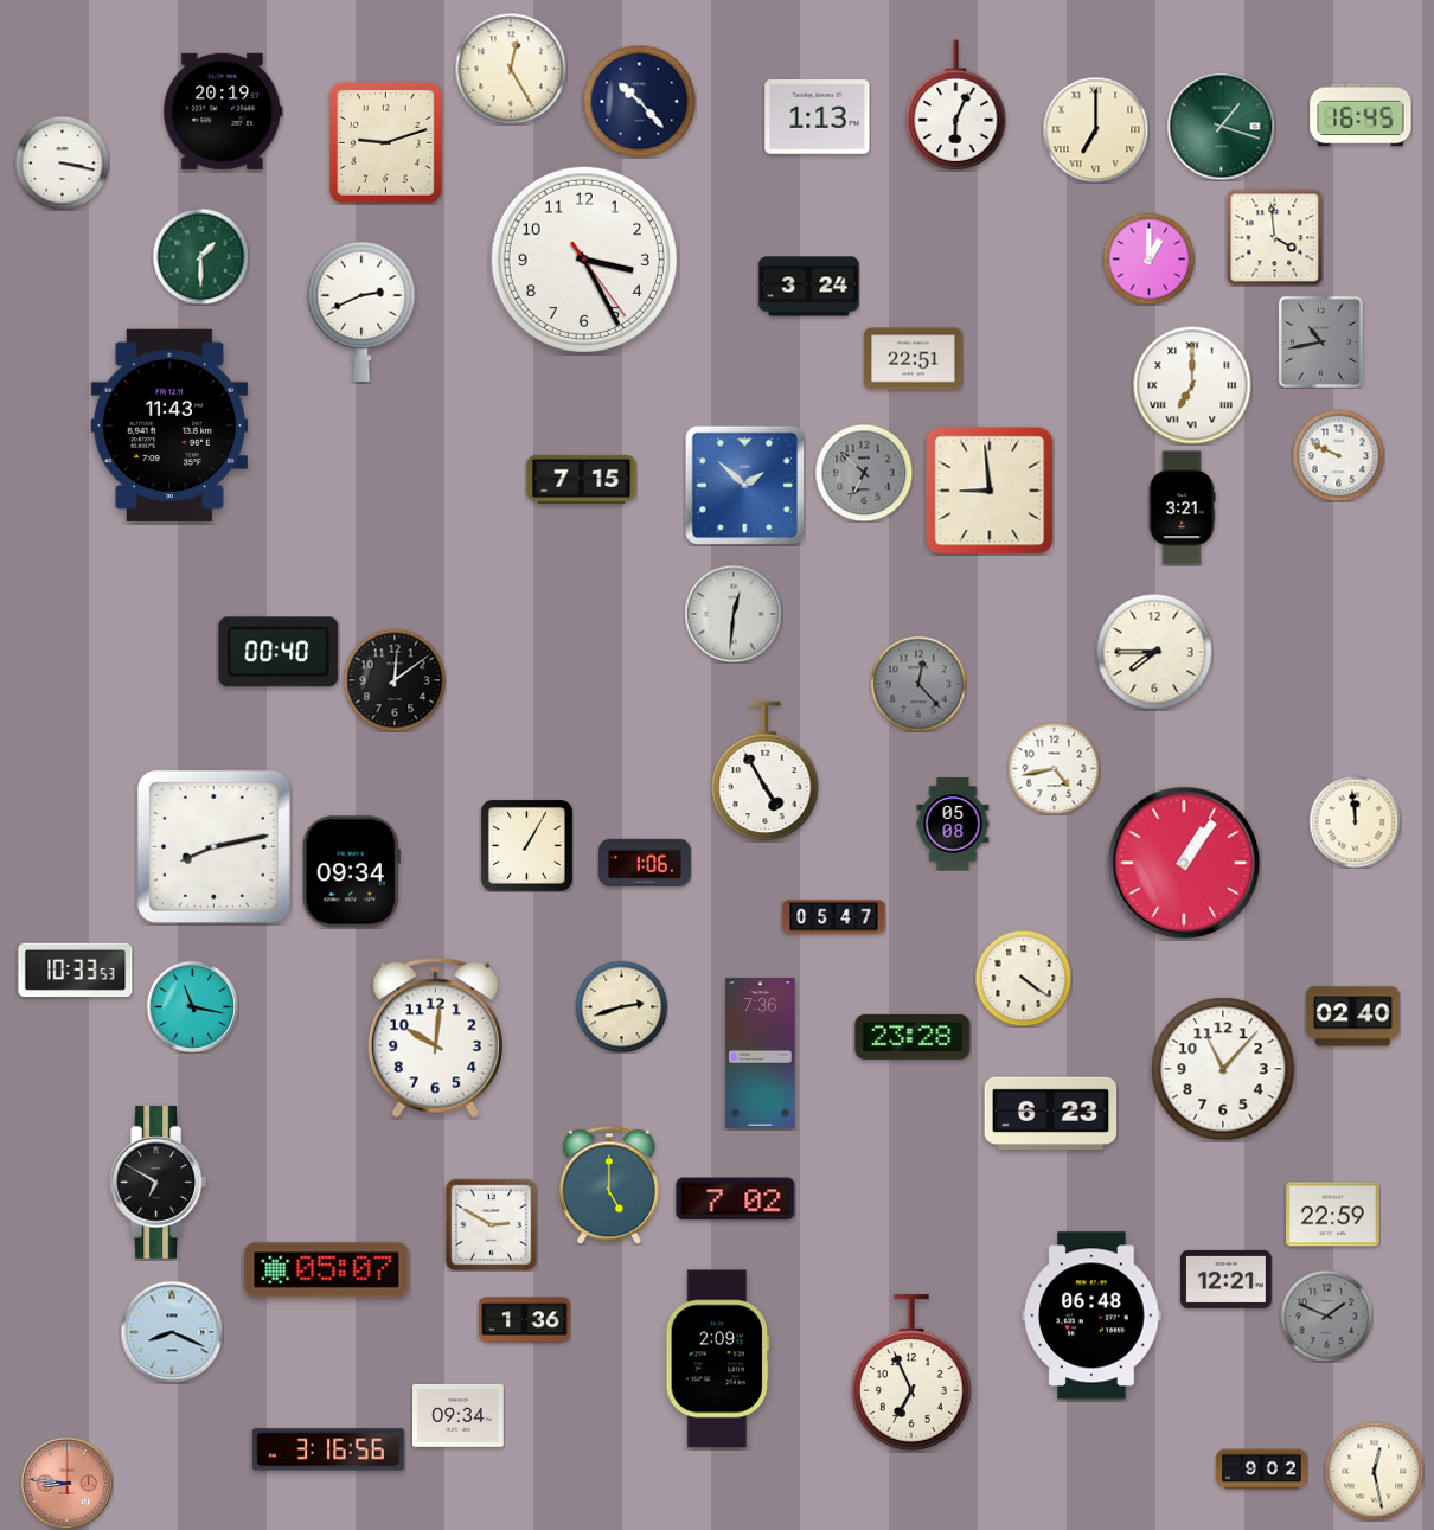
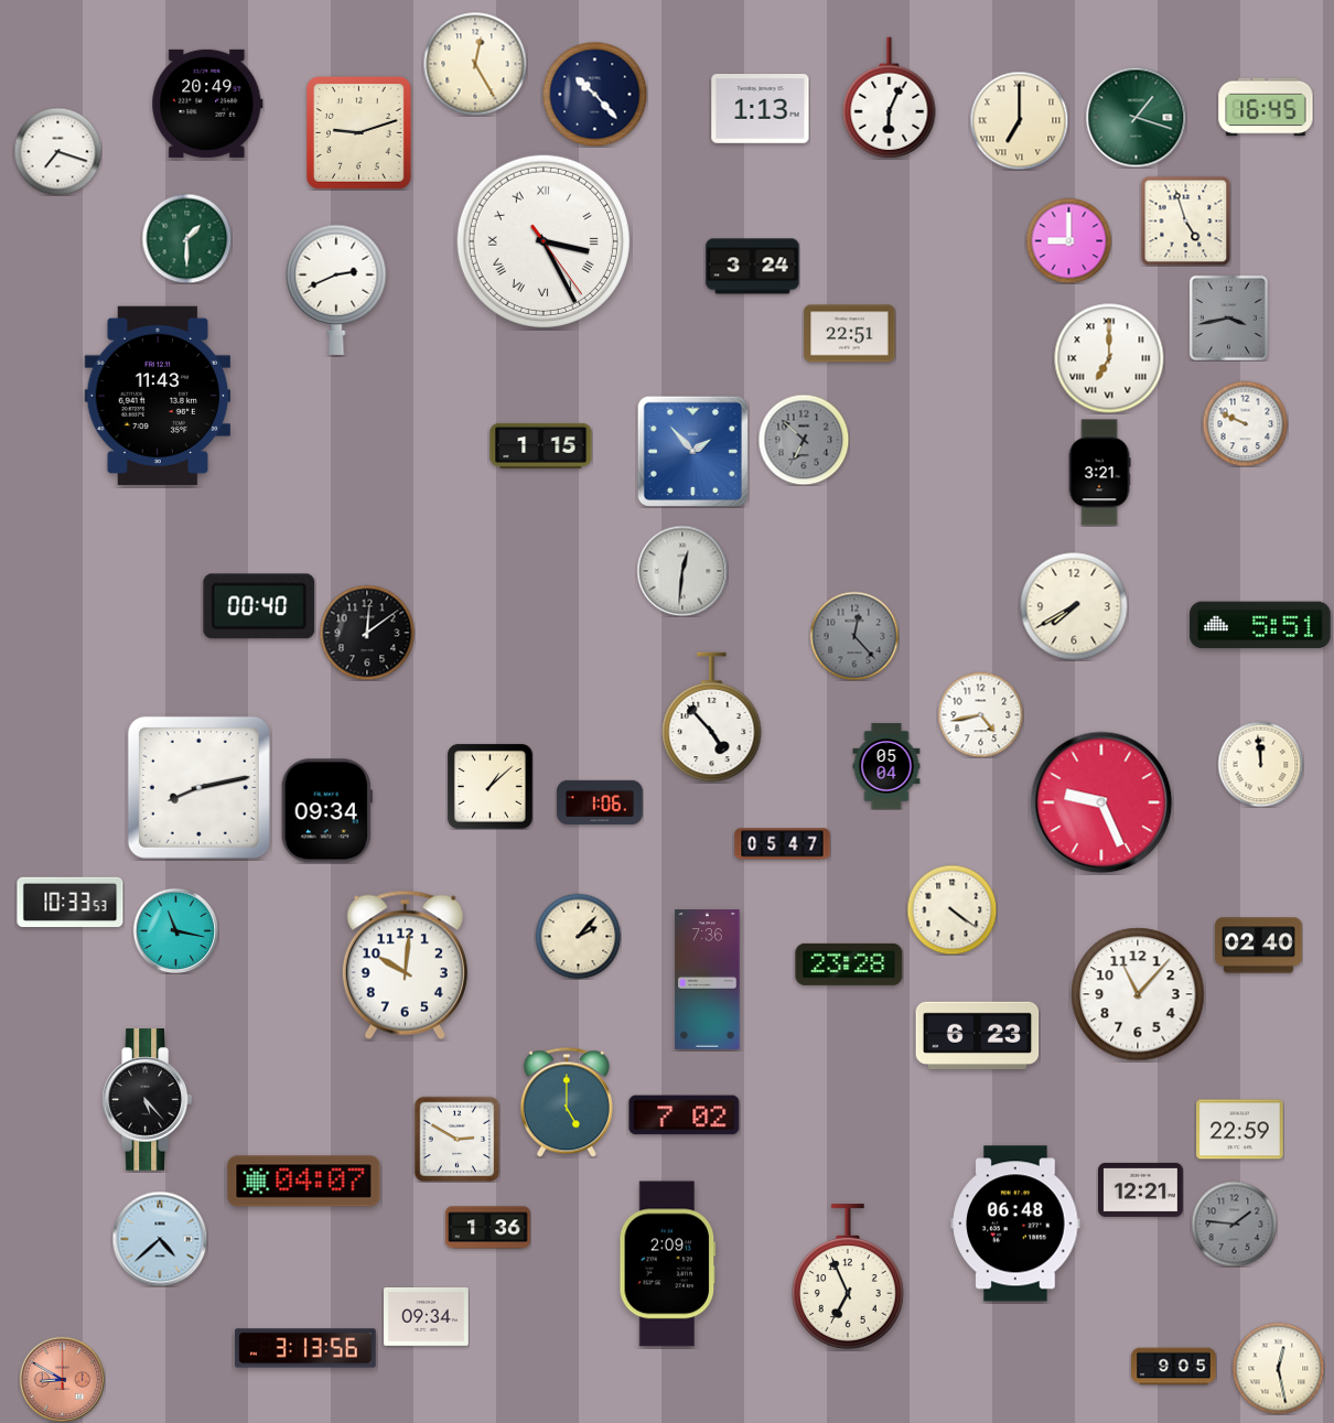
clock at (223, 111): 20:19 -> 20:49
clock at (62, 162): 3:17 -> 7:18
clock at (1274, 237): 3:59 -> 4:57
clock at (1148, 258): 1:00 -> 9:00
clock at (584, 260) numerals: Arabic -> Roman
clock at (1320, 341): 10:43 -> 3:43
clock at (582, 479): 7:15 -> 1:15
clock at (744, 485): 1:52 -> 1:53
clock at (990, 491): 8:59 -> none
clock at (1154, 652): 7:45 -> 7:40
clock at (1261, 625): none -> 5:51
clock at (766, 772): 4:55 -> 4:53
clock at (953, 824): 05:08 -> 05:04
clock at (526, 845): 1:05 -> 1:08
clock at (1184, 863): 1:06 -> 9:26
clock at (834, 917) position: (834, 917) -> (783, 844)
clock at (192, 1006) position: (192, 1006) -> (175, 930)
clock at (621, 1006): 2:42 -> 2:07
clock at (158, 1183): 6:50 -> 5:23
clock at (327, 1270): 05:07 -> 04:07
clock at (1326, 1315): 1:49 -> 1:46
clock at (172, 1332): 8:19 -> 4:38
clock at (328, 1449): 3:16 -> 3:13
clock at (1262, 1470): 9:02 -> 9:05
clock at (66, 1483): 8:46 -> 8:50
